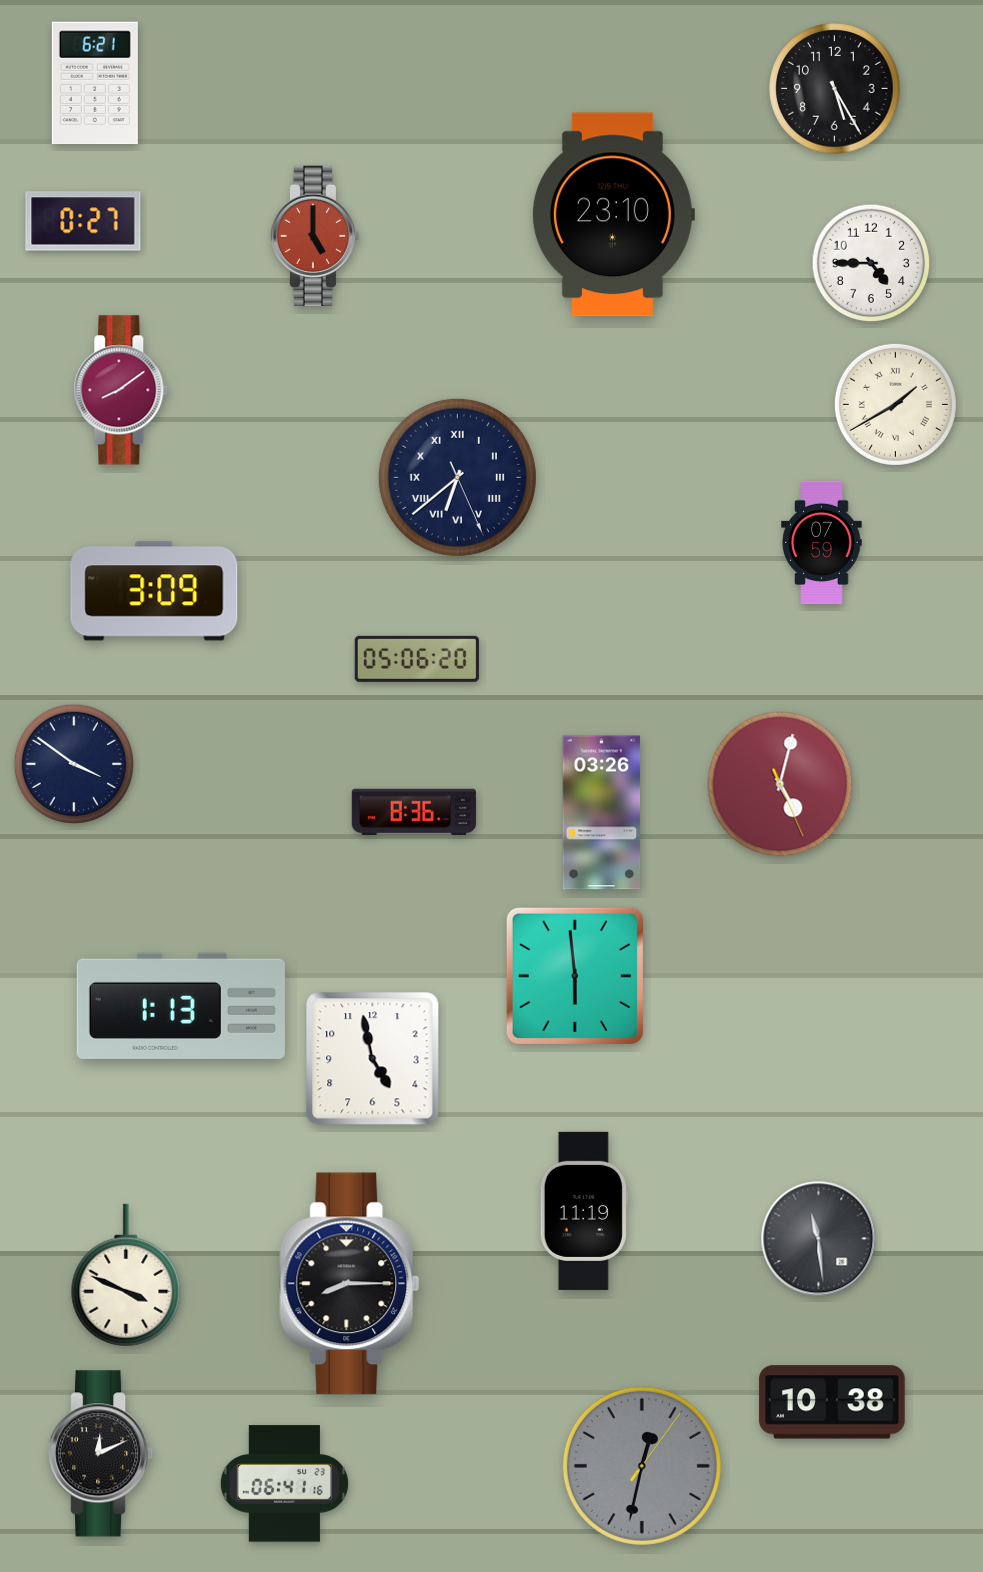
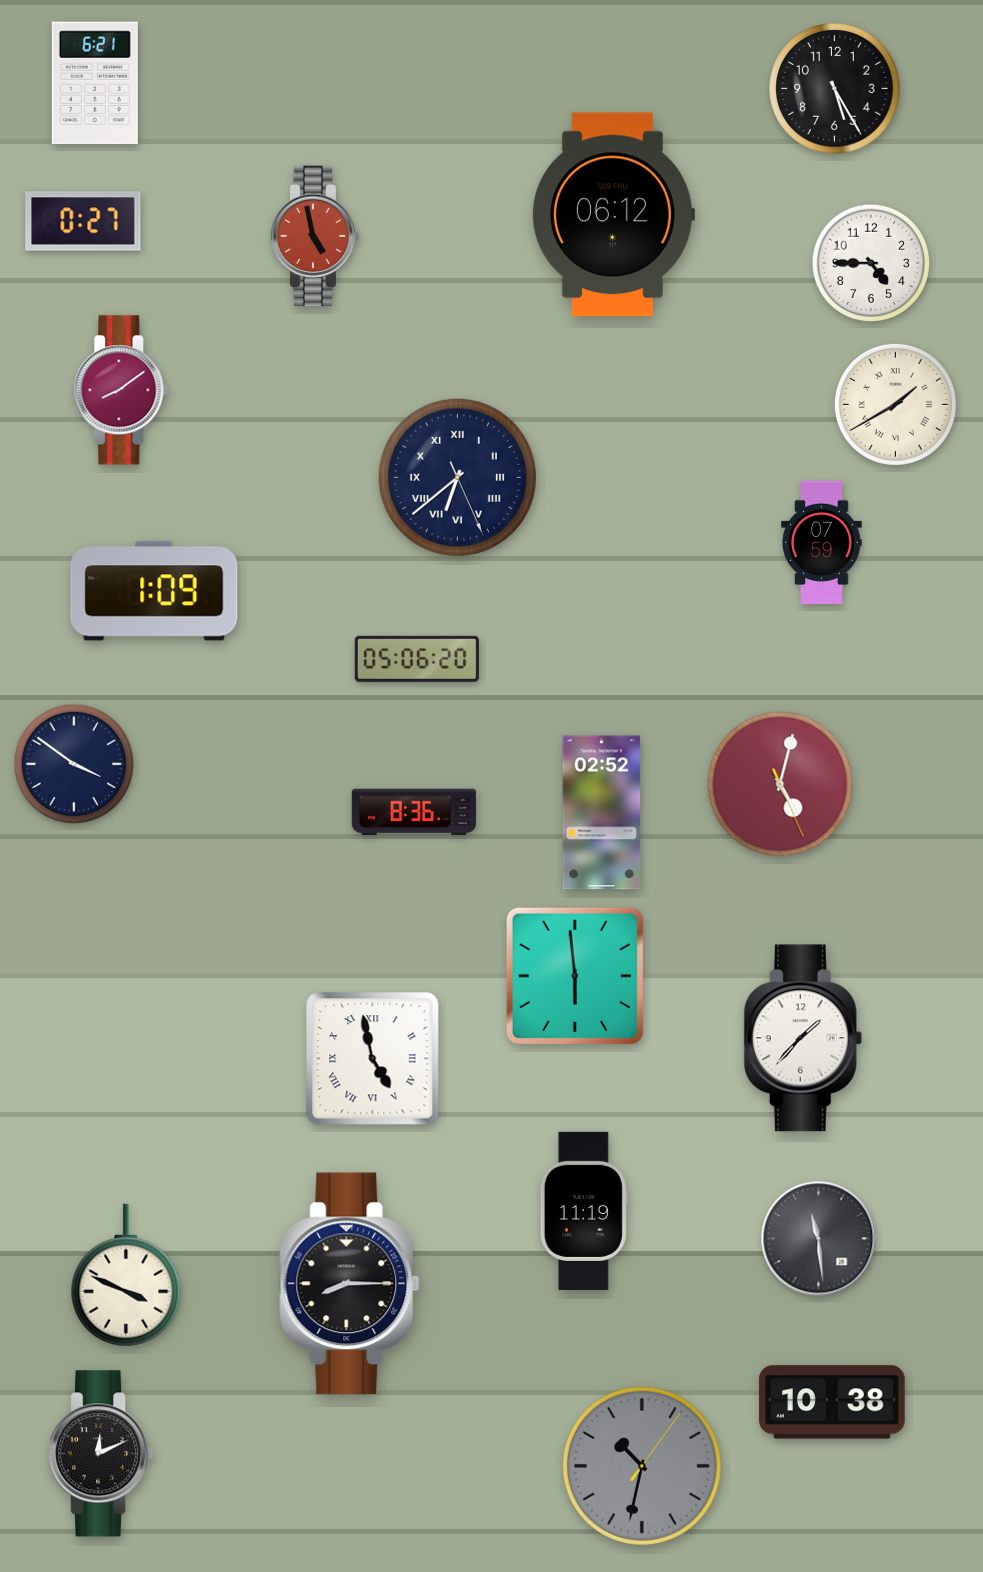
clock at (613, 215): 23:10 -> 06:12
clock at (315, 235): 5:00 -> 4:58
clock at (154, 591): 3:09 -> 1:09
clock at (602, 813): 03:26 -> 02:52
clock at (181, 1006): 1:13 -> none
clock at (803, 1038): none -> 1:37
clock at (373, 1059) numerals: Arabic -> Roman
clock at (642, 1466): 12:32 -> 10:32
clock at (284, 1484): 06:41 -> none
